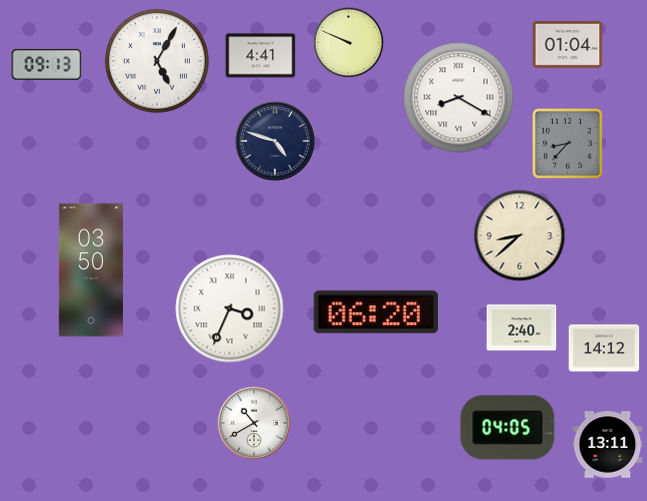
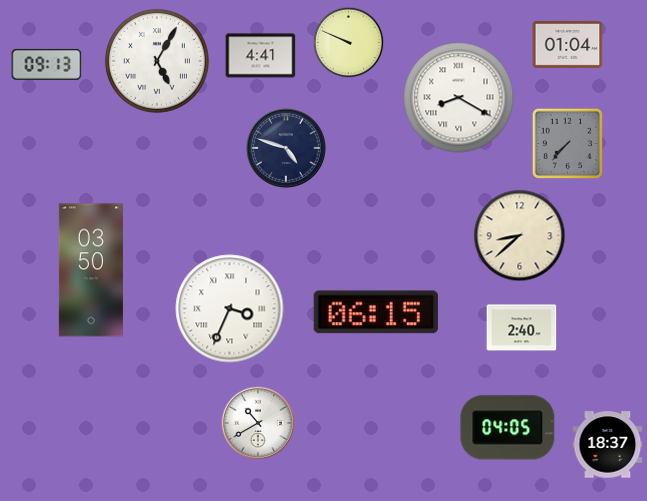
clock at (275, 141) position: (275, 141) -> (286, 148)
clock at (567, 143): 8:37 -> 7:37
clock at (376, 312): 06:20 -> 06:15
clock at (604, 348): 14:12 -> none
clock at (254, 423) position: (254, 423) -> (258, 423)
clock at (608, 445): 13:11 -> 18:37
